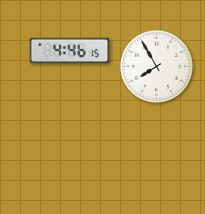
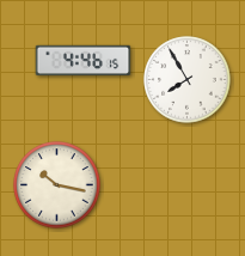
clock at (57, 185): none -> 10:17
